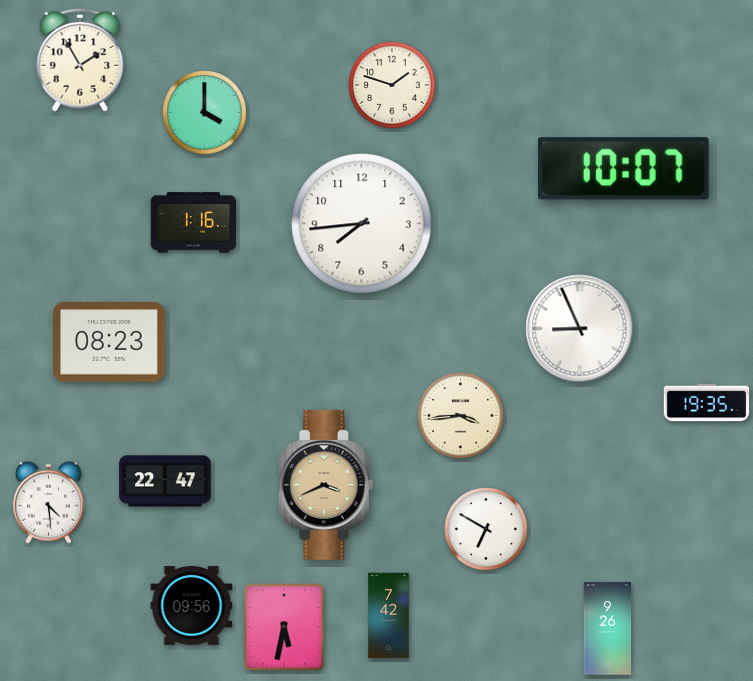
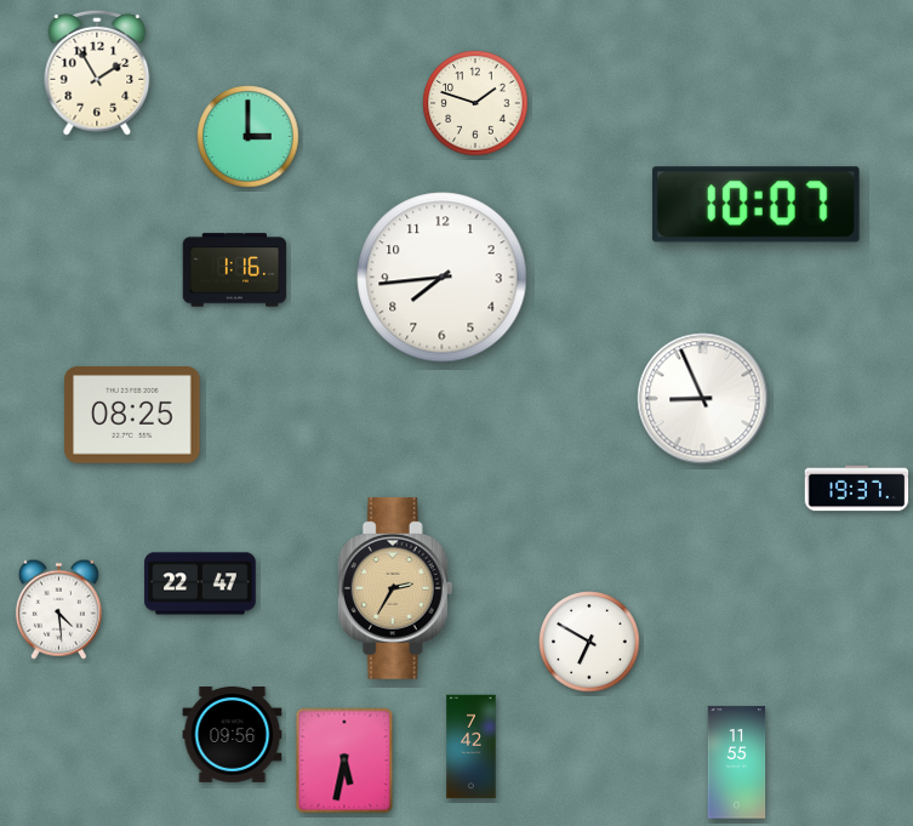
clock at (205, 113): 4:00 -> 3:00
clock at (362, 224) position: (362, 224) -> (443, 278)
clock at (109, 342): 08:23 -> 08:25
clock at (707, 403): 19:35 -> 19:37
clock at (461, 416): 3:44 -> none
clock at (326, 485): 3:41 -> 2:35
clock at (608, 629): 9:26 -> 11:55
